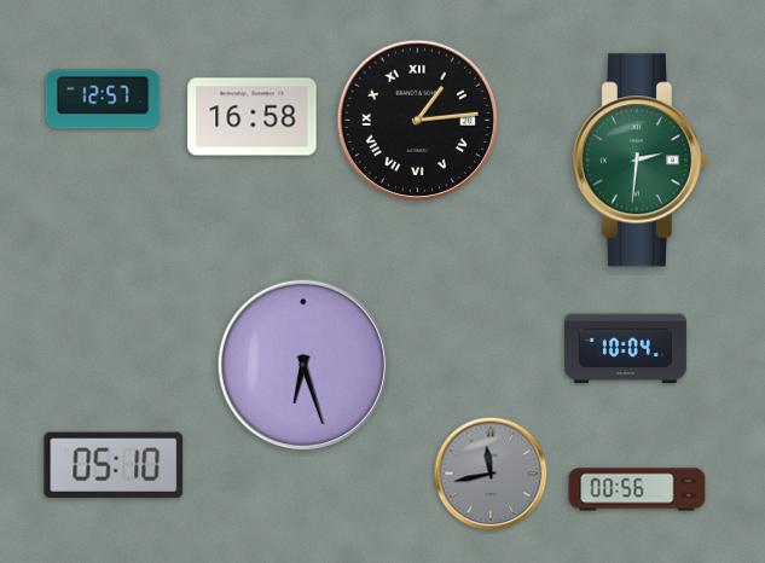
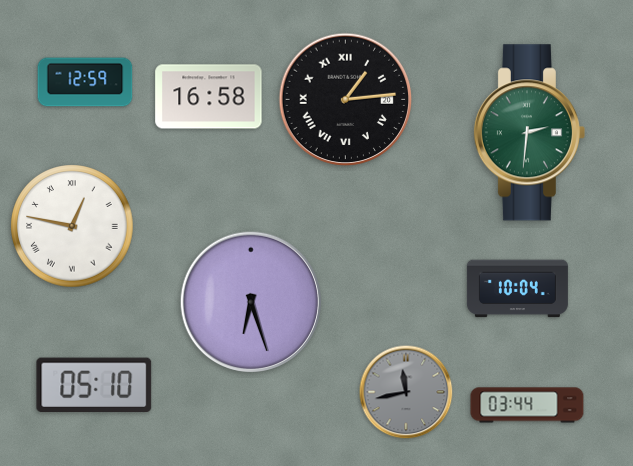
clock at (103, 99): 12:57 -> 12:59
clock at (72, 226): none -> 12:47
clock at (637, 489): 00:56 -> 03:44
